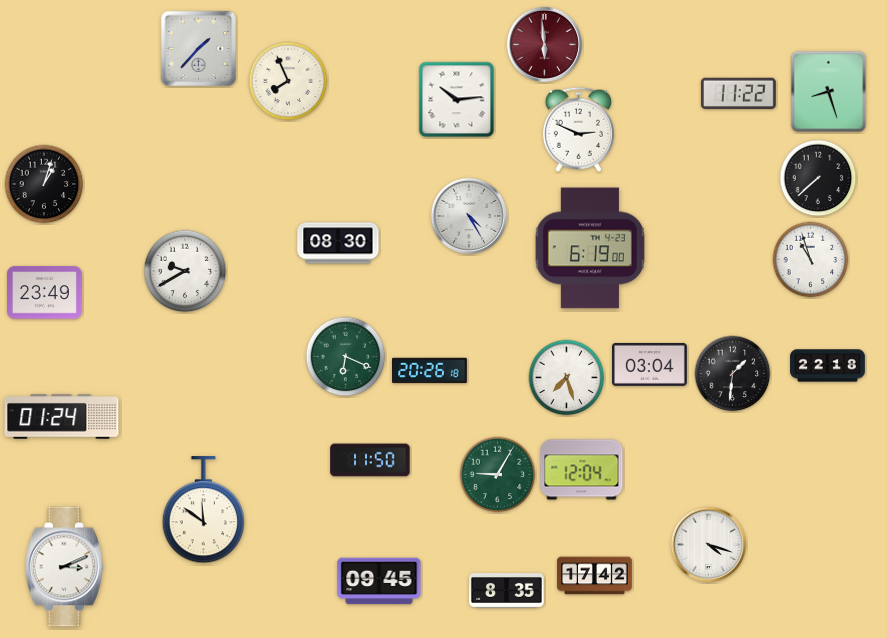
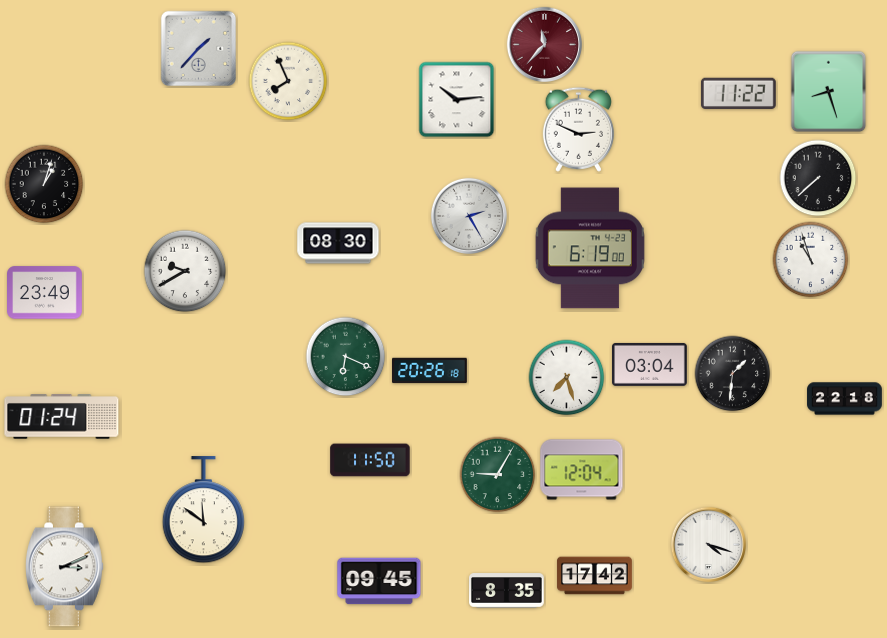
clock at (544, 44): 5:59 -> 11:37
clock at (468, 215): 4:25 -> 2:25
clock at (828, 366) position: (828, 366) -> (845, 399)
